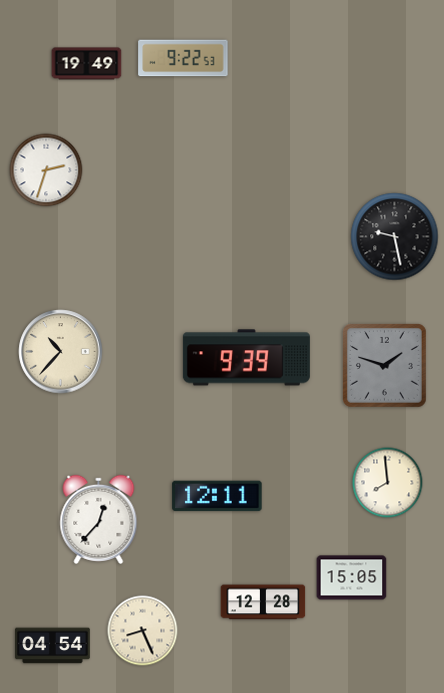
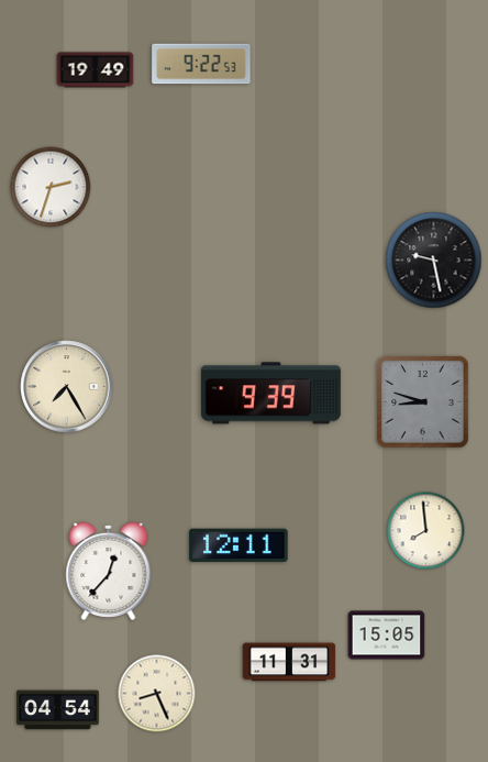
clock at (61, 352): 10:37 -> 7:25
clock at (385, 366): 1:48 -> 8:48
clock at (263, 602): 12:28 -> 11:31
